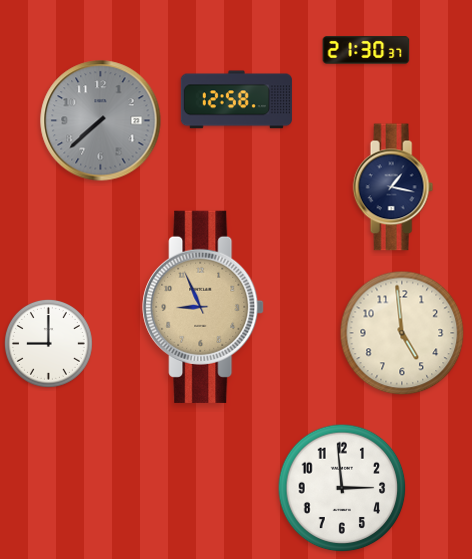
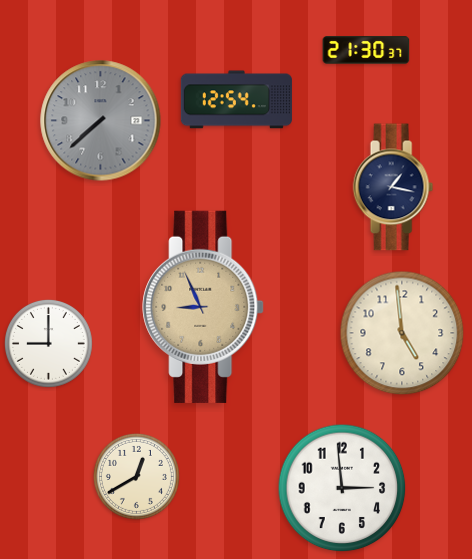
clock at (236, 100): 12:58 -> 12:54
clock at (136, 476): none -> 12:40
